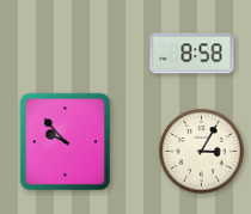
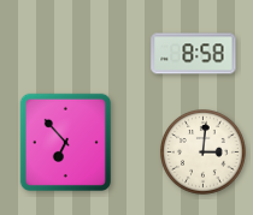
clock at (65, 141): 9:53 -> 6:53
clock at (202, 152): 3:05 -> 3:01
